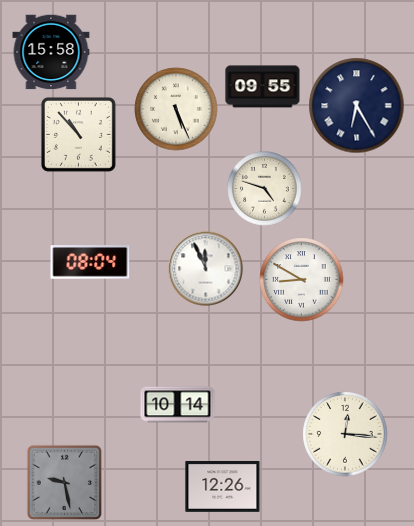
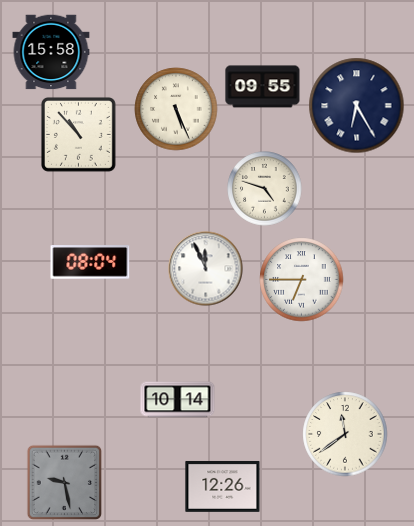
clock at (302, 280): 8:50 -> 6:45
clock at (178, 405) position: (178, 405) -> (178, 400)
clock at (345, 434): 12:16 -> 11:39
